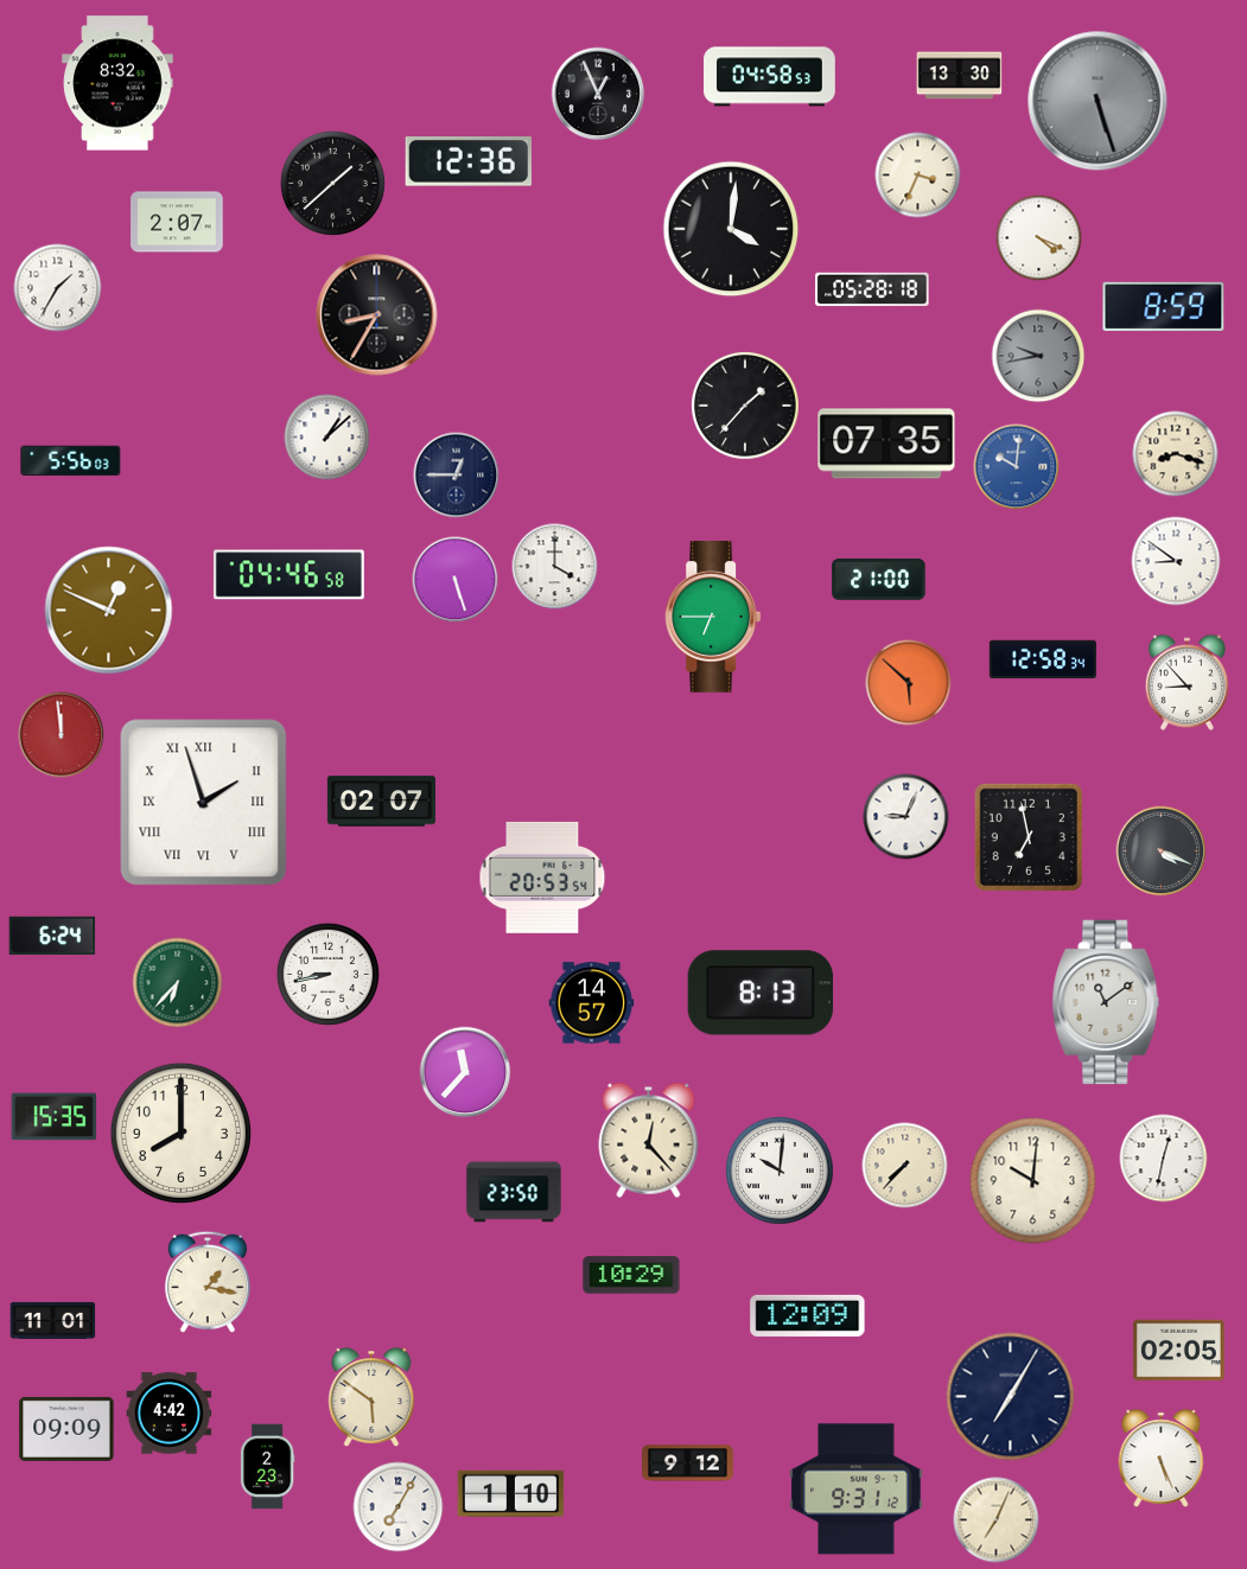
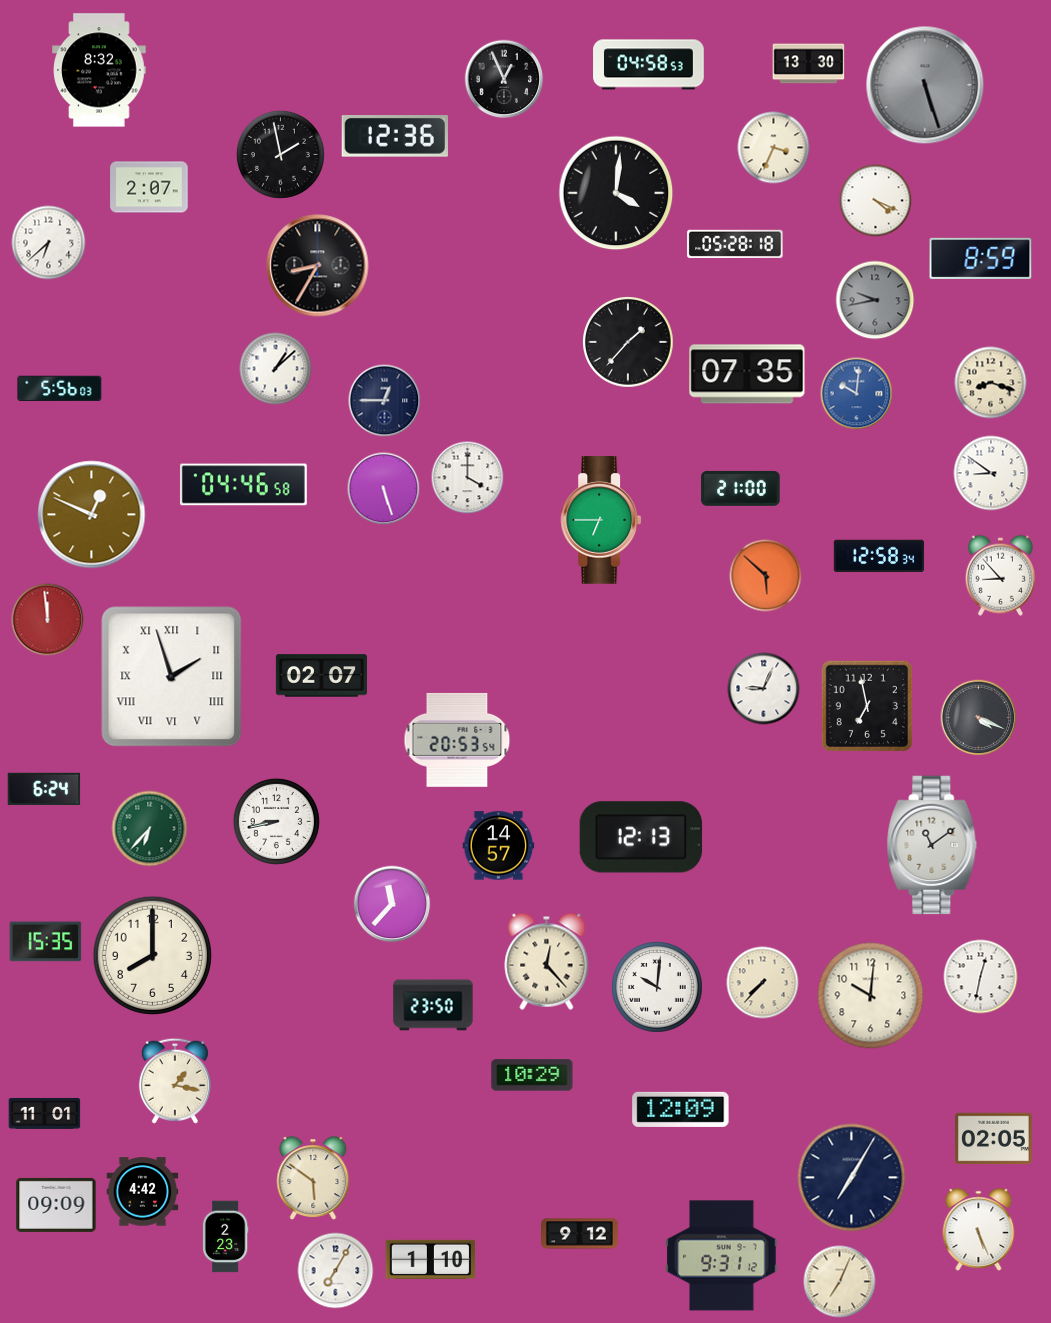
clock at (332, 183): 1:38 -> 1:58
clock at (58, 288): 1:35 -> 6:38
clock at (62, 735) position: (62, 735) -> (48, 620)
clock at (761, 993): 8:13 -> 12:13
